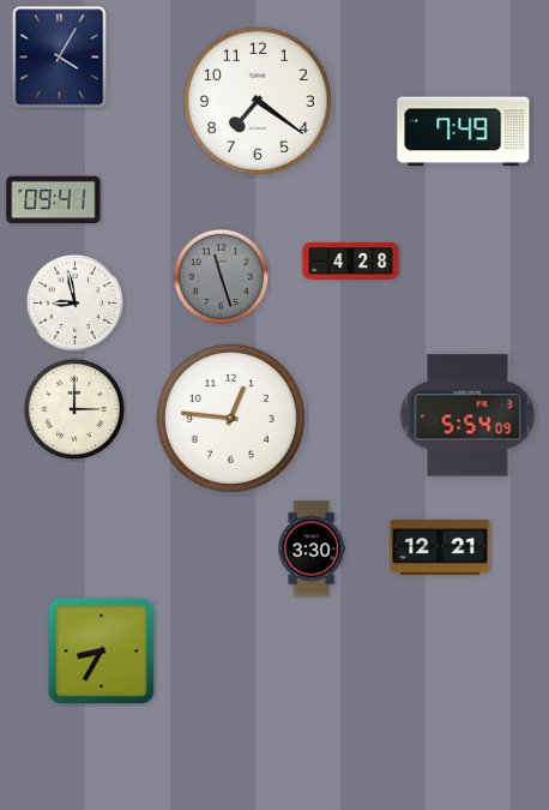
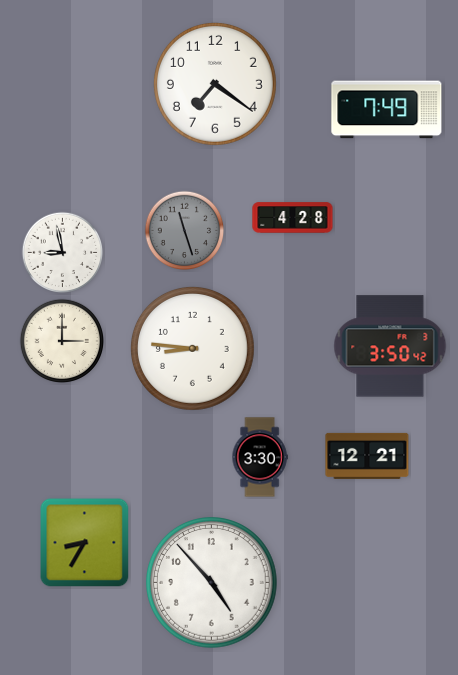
clock at (60, 58): 4:05 -> none
clock at (54, 200): 09:41 -> none
clock at (467, 415): 5:54 -> 3:50
clock at (230, 418): 12:46 -> 8:46
clock at (212, 583): none -> 4:53
